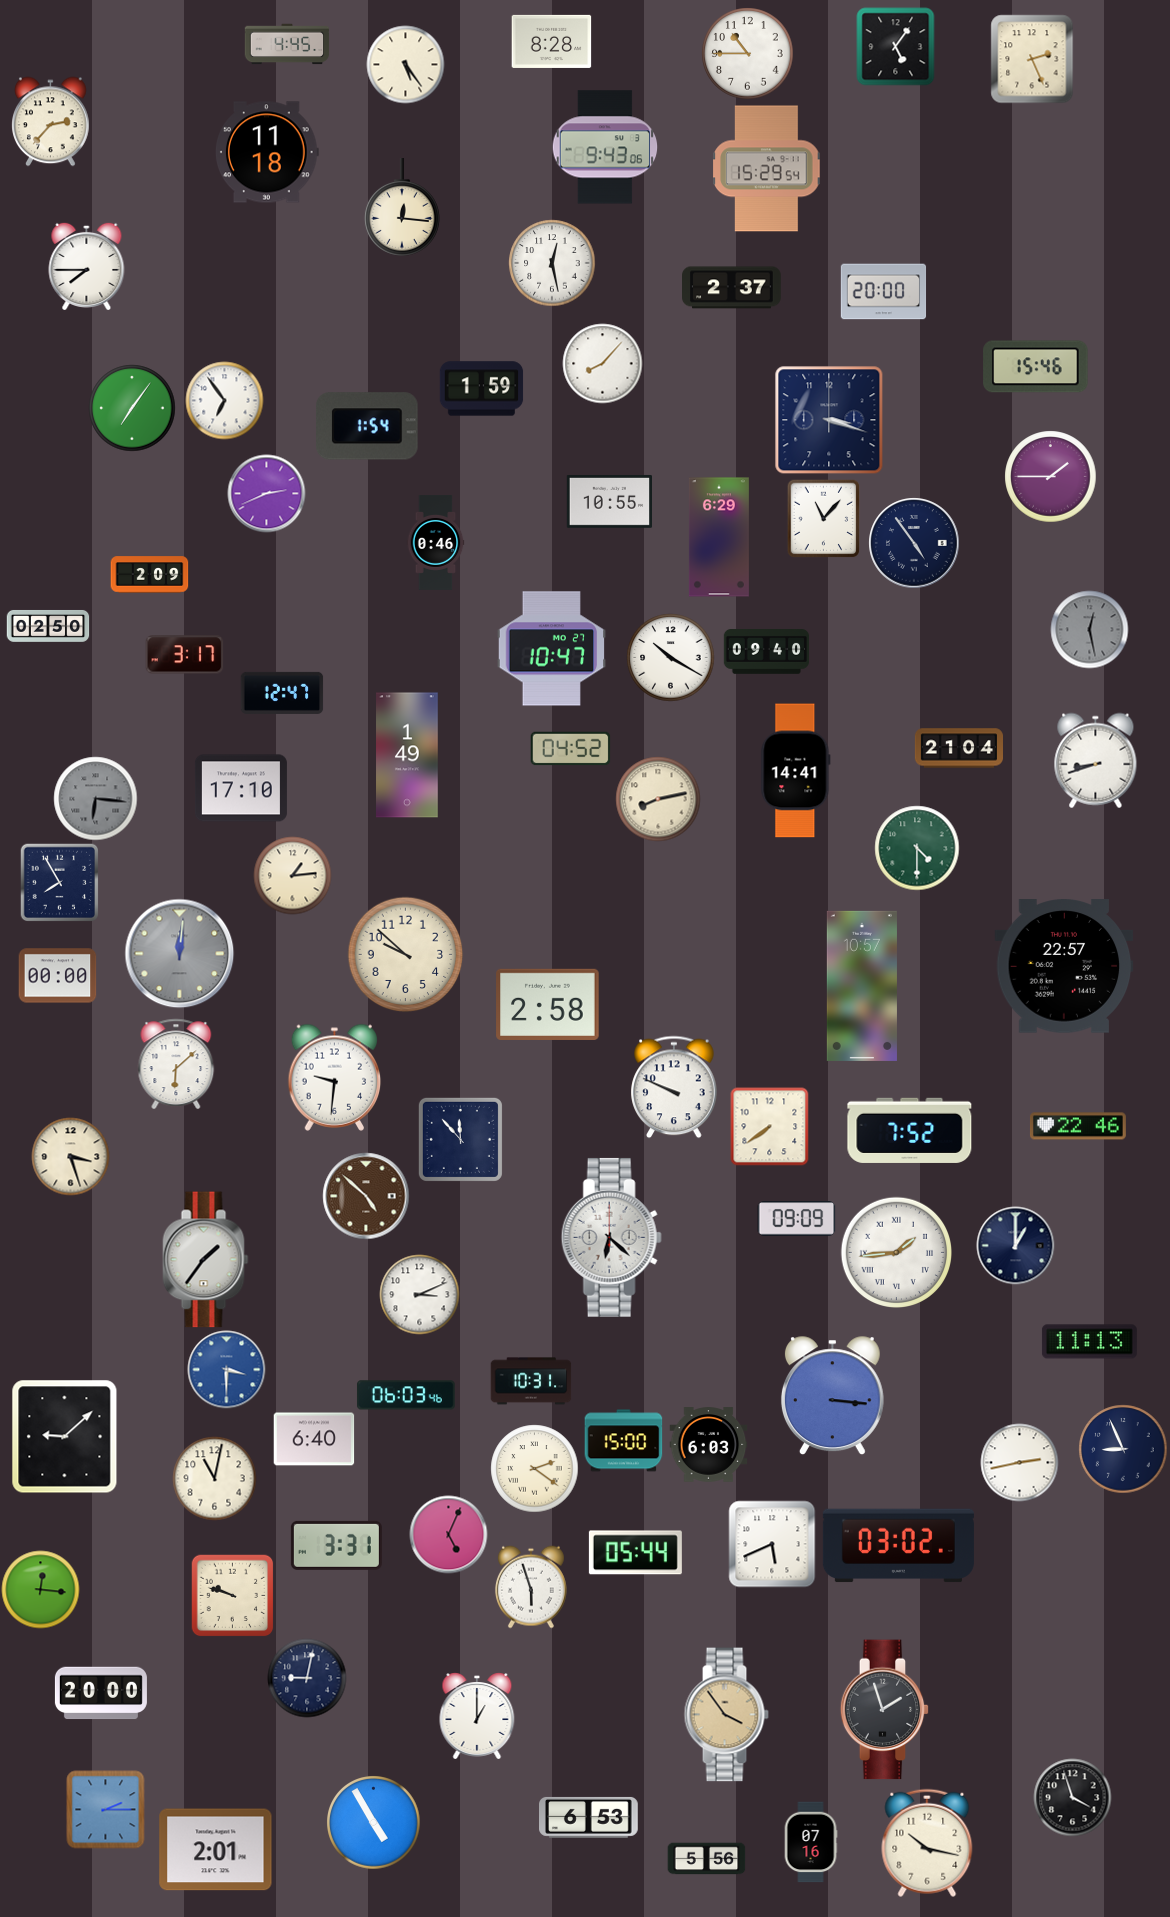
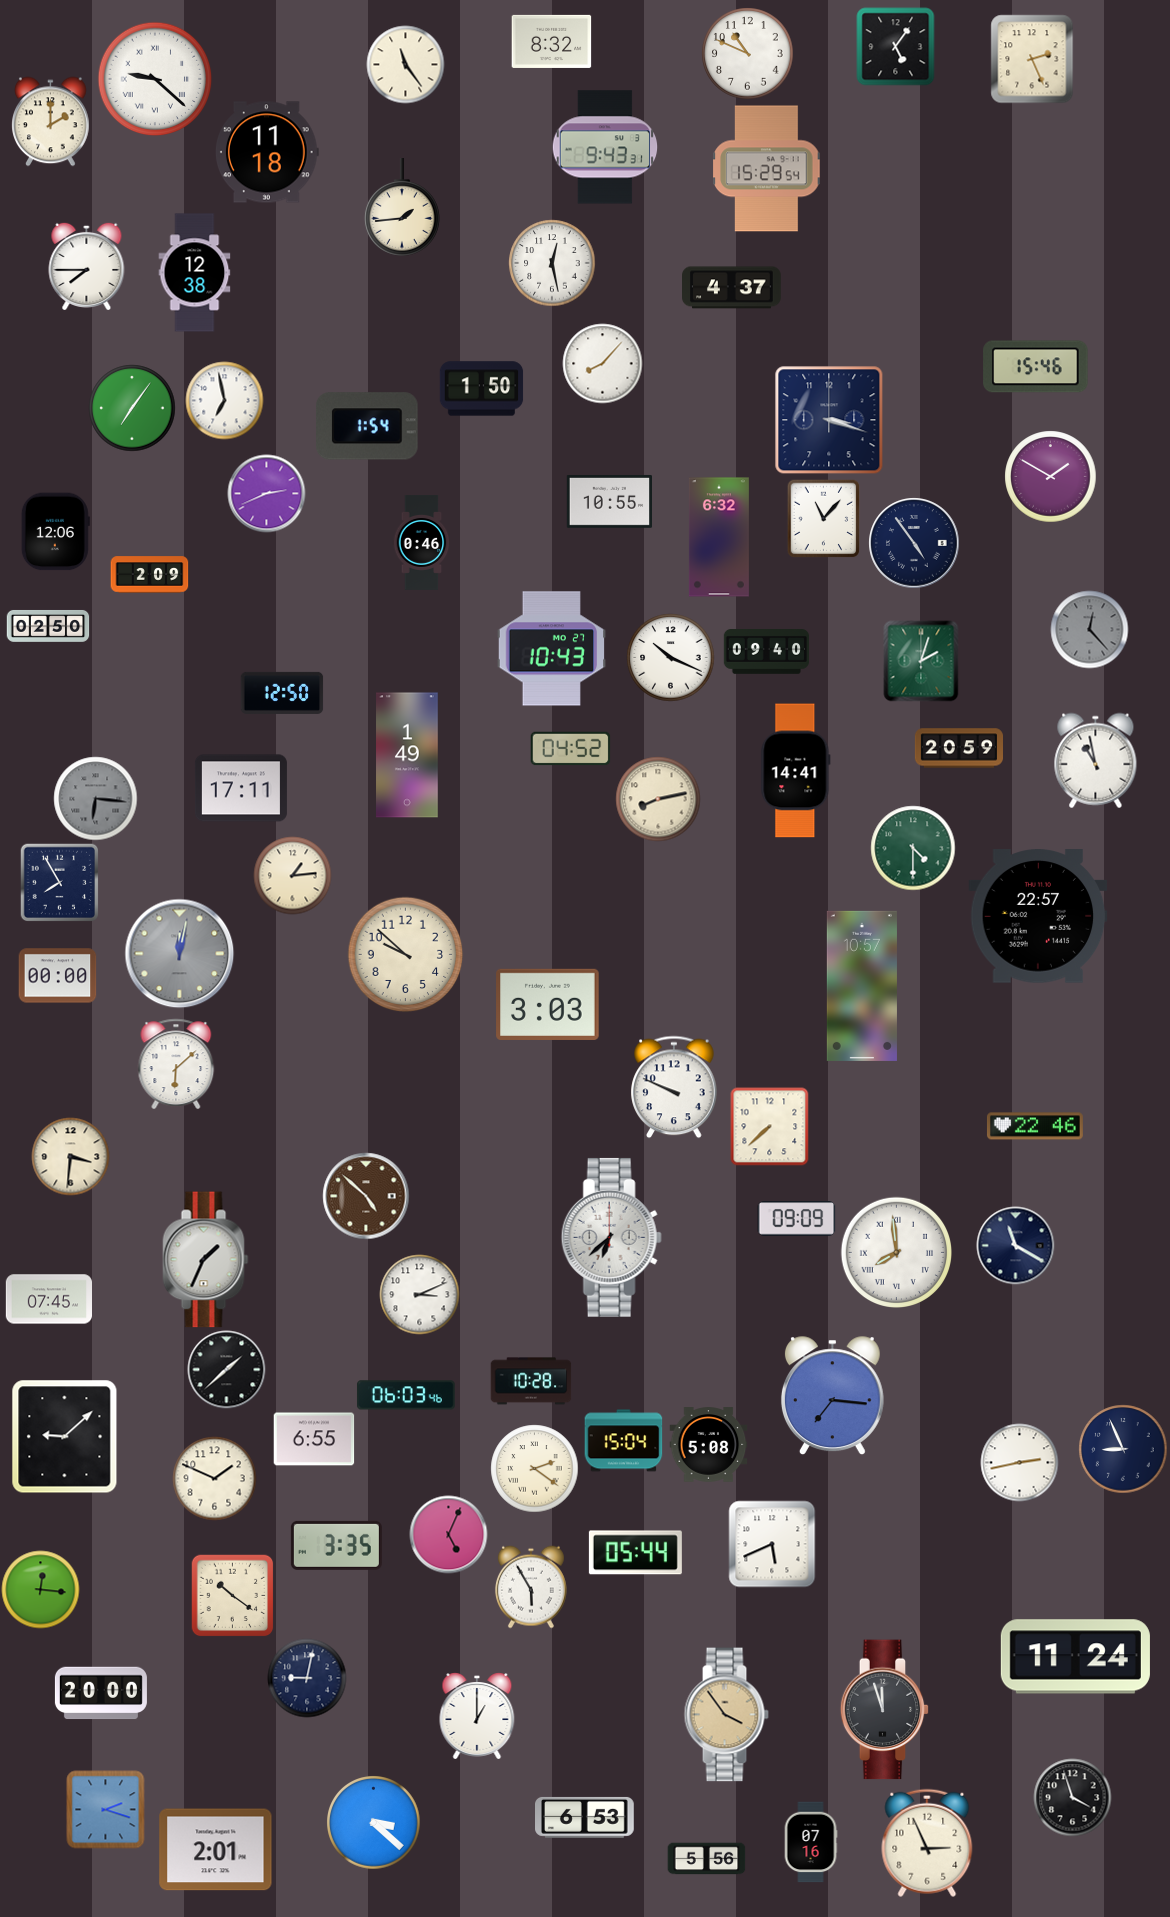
clock at (551, 41): 8:28 -> 8:32
clock at (287, 44): 4:45 -> none
clock at (747, 53): 10:45 -> 10:49
clock at (405, 64): 5:24 -> 11:24
clock at (155, 79): none -> 9:22
clock at (51, 121): 2:37 -> 2:00
clock at (605, 147): 9:43:06 -> 9:43:31
clock at (402, 208): 12:16 -> 1:44
clock at (195, 273): none -> 12:38
clock at (732, 288): 2:37 -> 4:37
clock at (883, 292): 20:00 -> none
clock at (481, 389): 1:59 -> 1:50
clock at (224, 400): 6:54 -> 6:58
clock at (1050, 476): 1:45 -> 1:50
clock at (55, 531): none -> 12:06
clock at (719, 537): 6:29 -> 6:32
clock at (436, 542) position: (436, 542) -> (422, 542)
clock at (1089, 629): 12:28 -> 12:23
clock at (552, 649): 10:47 -> 10:43
clock at (184, 655): 3:17 -> none
clock at (670, 657): 10:20 -> 10:19
clock at (921, 661): none -> 2:03
clock at (282, 693): 12:47 -> 12:50
clock at (958, 748): 21:04 -> 20:59
clock at (1096, 760): 8:42 -> 10:58
clock at (241, 788): 17:10 -> 17:11
clock at (917, 848) position: (917, 848) -> (913, 848)
clock at (179, 953): 12:01 -> 12:02
clock at (1064, 966) position: (1064, 966) -> (1038, 916)
clock at (548, 1004): 2:58 -> 3:03
clock at (335, 1077): 9:31 -> none
clock at (769, 1126): 7:39 -> 7:38
clock at (1078, 1126) position: (1078, 1126) -> (1035, 1126)
clock at (910, 1130): 7:52 -> none
clock at (460, 1139): 11:53 -> none
clock at (70, 1156): 3:27 -> 3:31
clock at (611, 1237): 6:22 -> 6:38
clock at (1015, 1245): 1:00 -> 11:20
clock at (896, 1252): 1:44 -> 7:59
clock at (206, 1260): 1:36 -> 1:34
clock at (48, 1299): none -> 07:45
clock at (1089, 1342): 11:13 -> none
clock at (226, 1369): 3:30 -> 1:38
clock at (226, 1369) dial: blue -> black
clock at (531, 1381): 10:31 -> 10:28
clock at (832, 1396): 3:16 -> 7:16
clock at (314, 1439): 6:40 -> 6:55
clock at (623, 1441): 15:00 -> 15:04
clock at (708, 1445): 6:03 -> 5:08
clock at (214, 1478): 11:02 -> 1:49
clock at (336, 1545): 3:31 -> 3:35
clock at (898, 1546): 03:02 -> none
clock at (531, 1587): 5:57 -> 5:55
clock at (232, 1595): 9:48 -> 10:21
clock at (1075, 1657): none -> 11:24
clock at (885, 1710): 1:57 -> 11:57
clock at (105, 1809): 2:15 -> 2:18
clock at (589, 1817) position: (589, 1817) -> (585, 1817)
clock at (373, 1822): 4:55 -> 3:22
clock at (927, 1843): 10:17 -> 2:56
